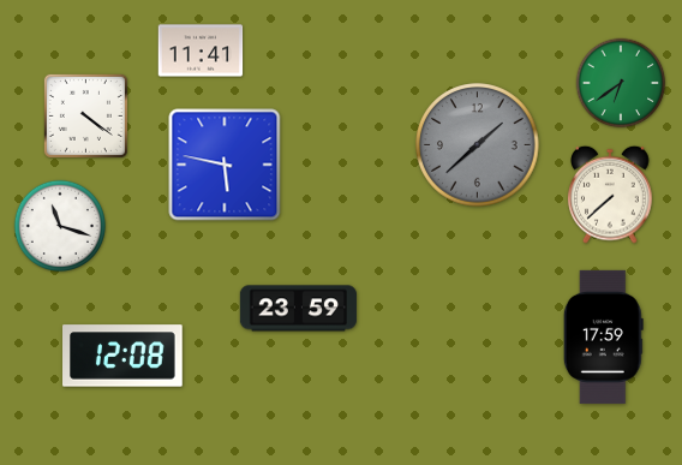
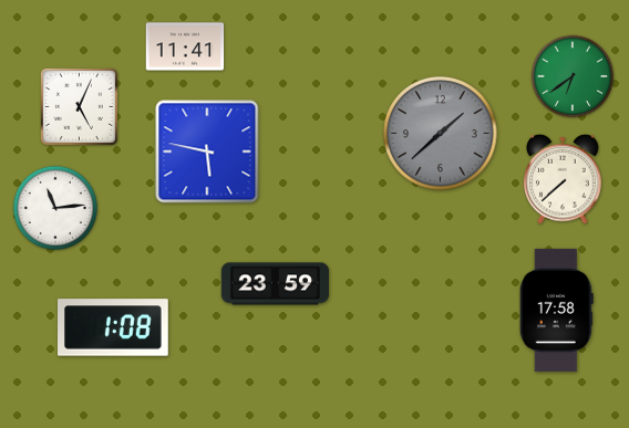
clock at (85, 115): 4:21 -> 5:04
clock at (59, 225): 11:18 -> 11:14
clock at (603, 336): 17:59 -> 17:58
clock at (124, 356): 12:08 -> 1:08
